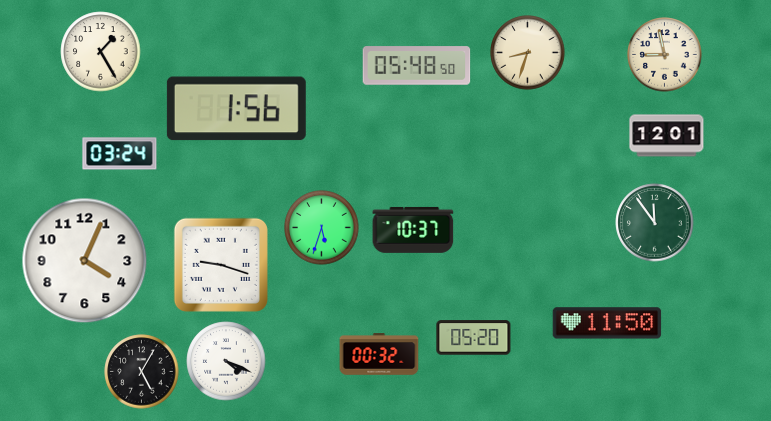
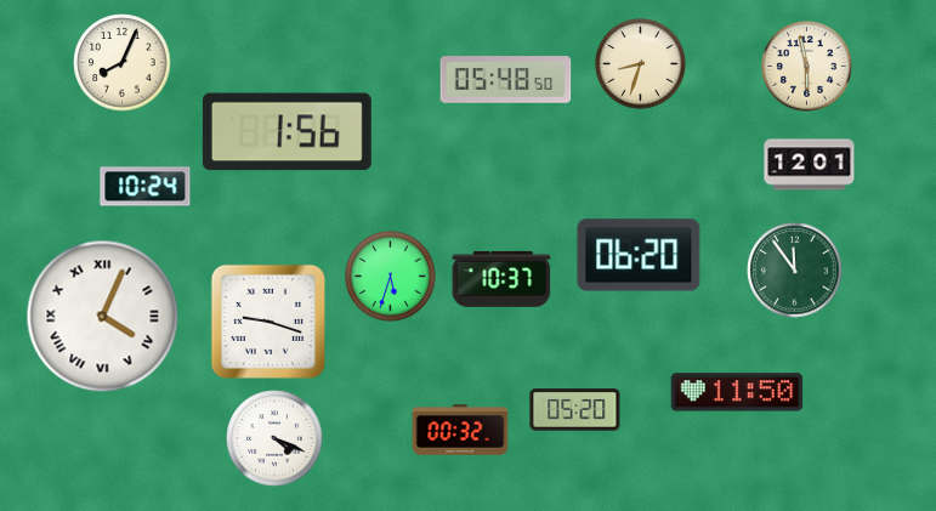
clock at (101, 52): 1:25 -> 8:04
clock at (665, 55): 8:58 -> 5:58
clock at (120, 154): 03:24 -> 10:24
clock at (639, 255): none -> 06:20
clock at (85, 261) numerals: Arabic -> Roman
clock at (142, 372): 5:05 -> none
